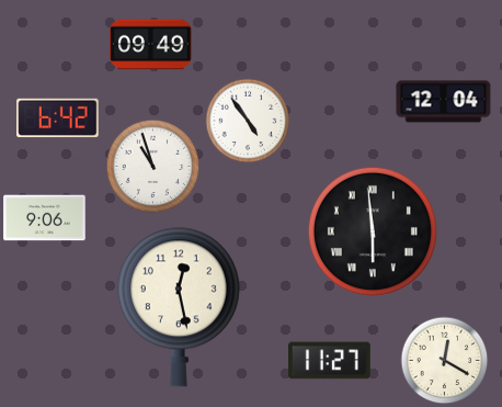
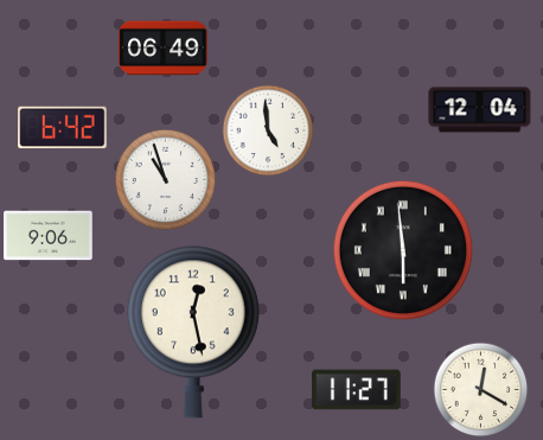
clock at (151, 45): 09:49 -> 06:49
clock at (248, 121): 4:54 -> 4:59
